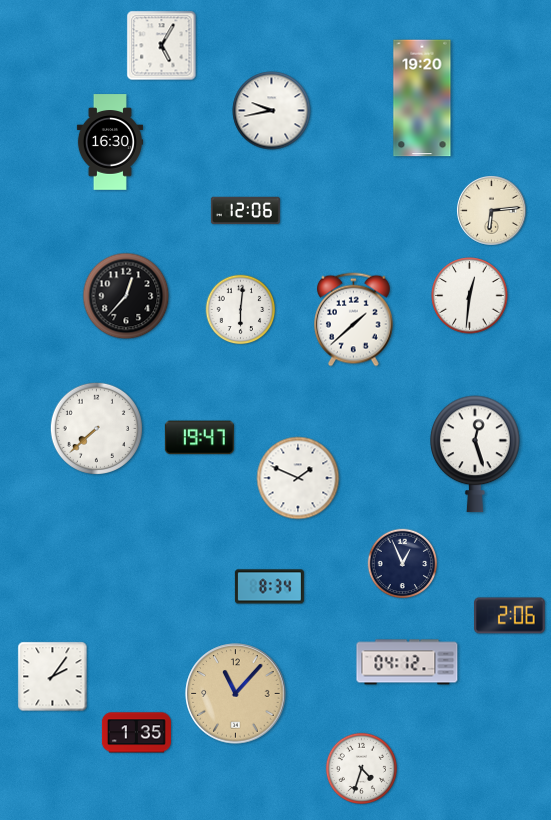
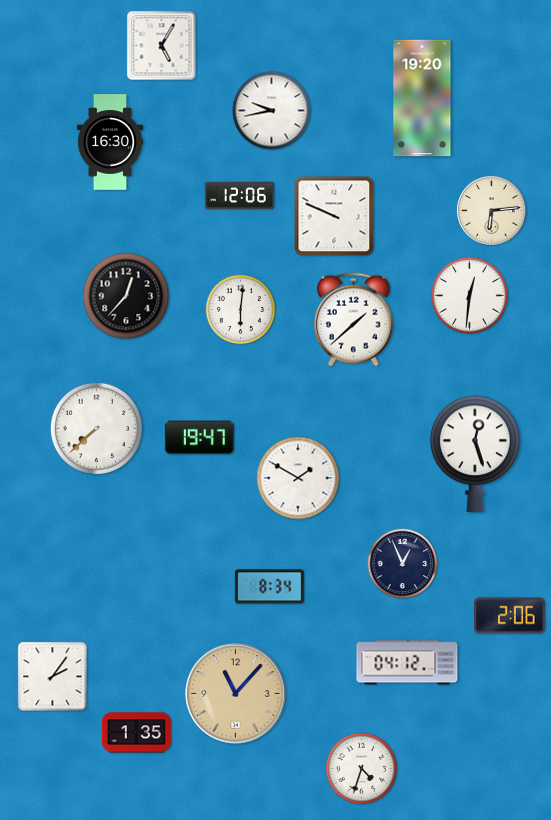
clock at (245, 211) position: (245, 211) -> (239, 196)
clock at (334, 216): none -> 9:49
clock at (298, 478): 1:49 -> 1:50
